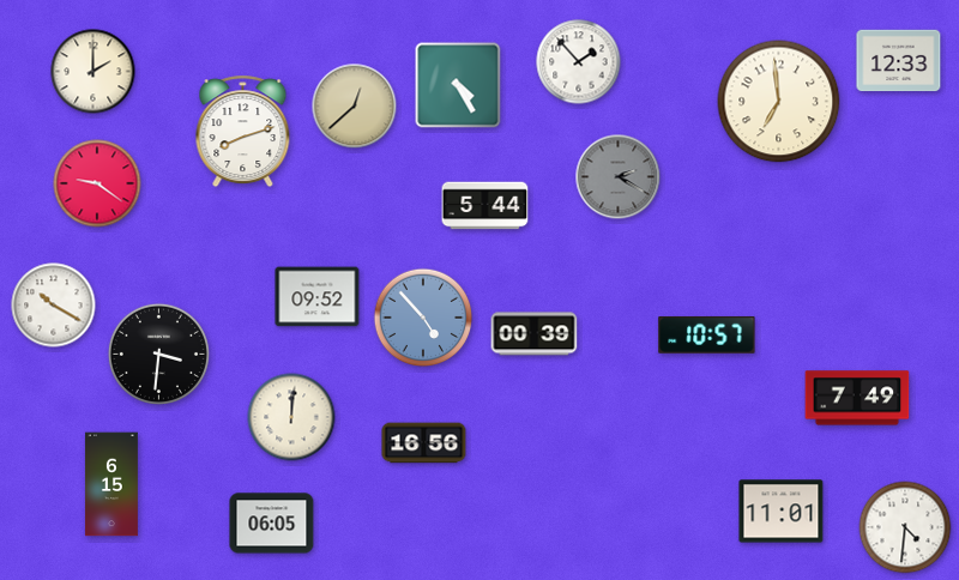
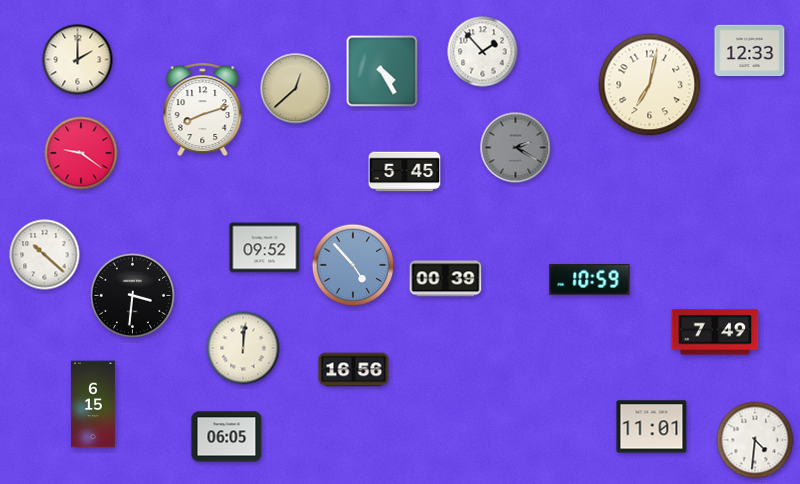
clock at (779, 102): 6:59 -> 7:02
clock at (485, 206): 5:44 -> 5:45
clock at (54, 306): 10:20 -> 10:22
clock at (707, 334): 10:57 -> 10:59
